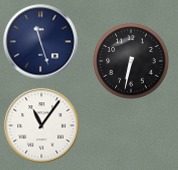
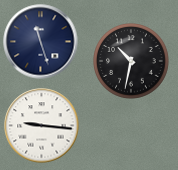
clock at (131, 61): 6:32 -> 10:32
clock at (42, 126): 11:06 -> 9:16
